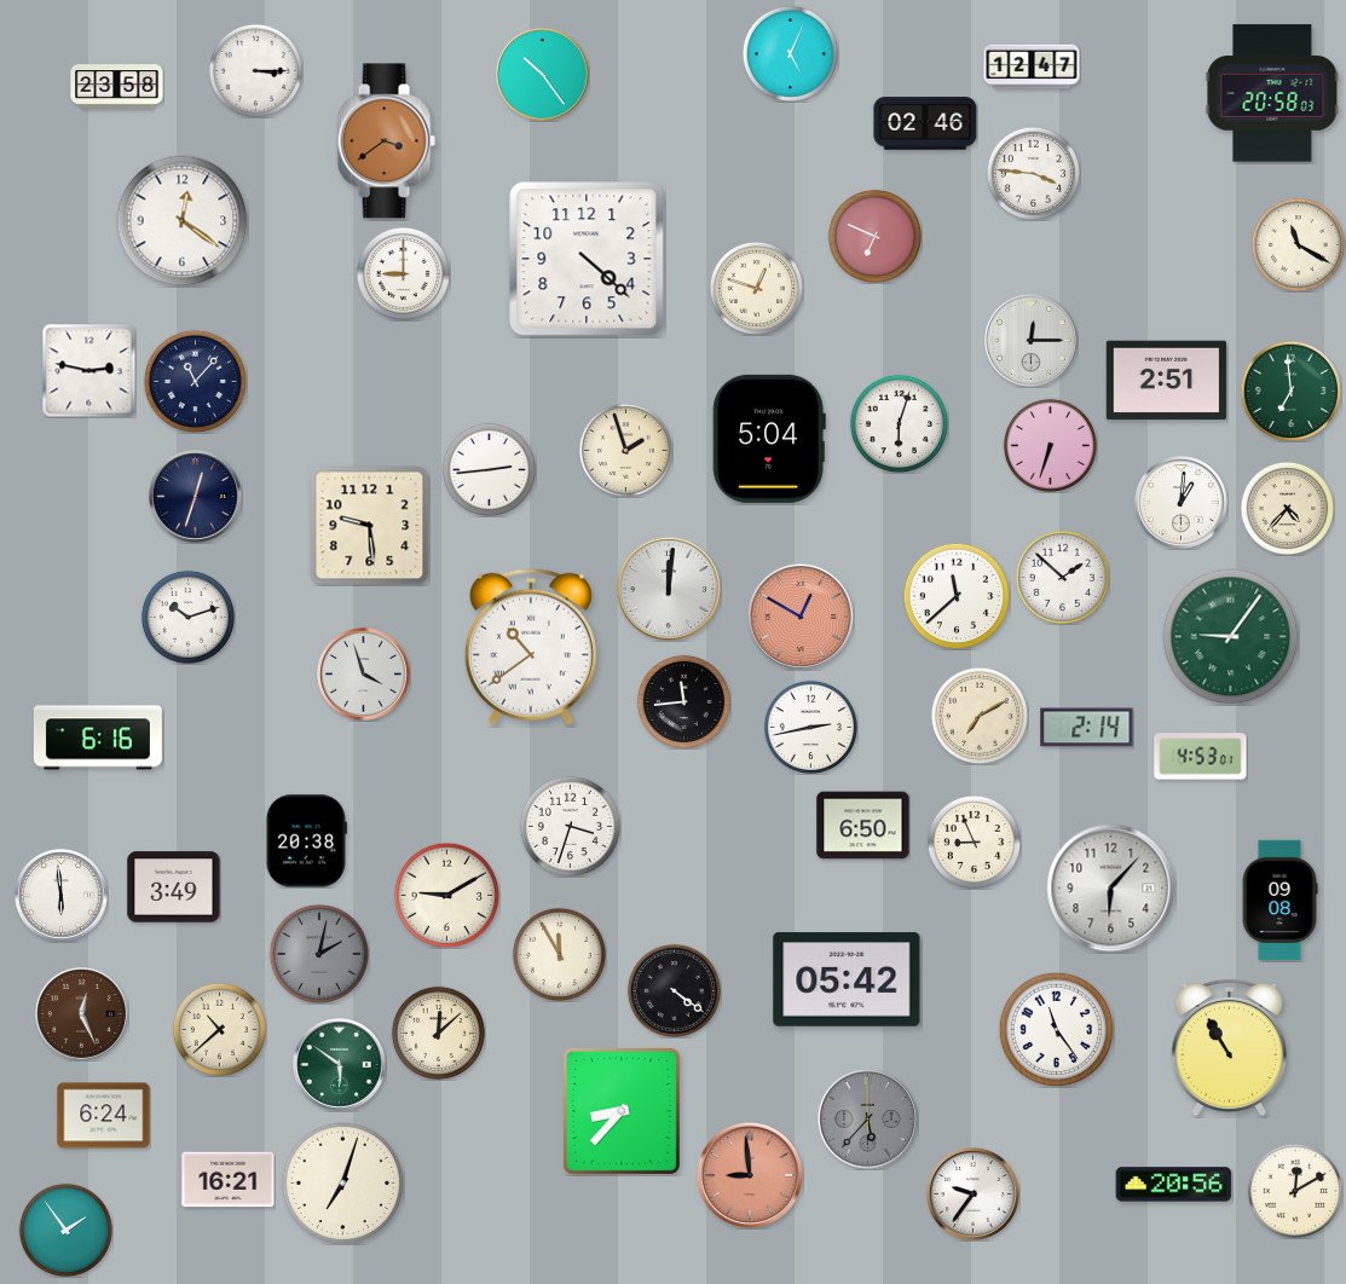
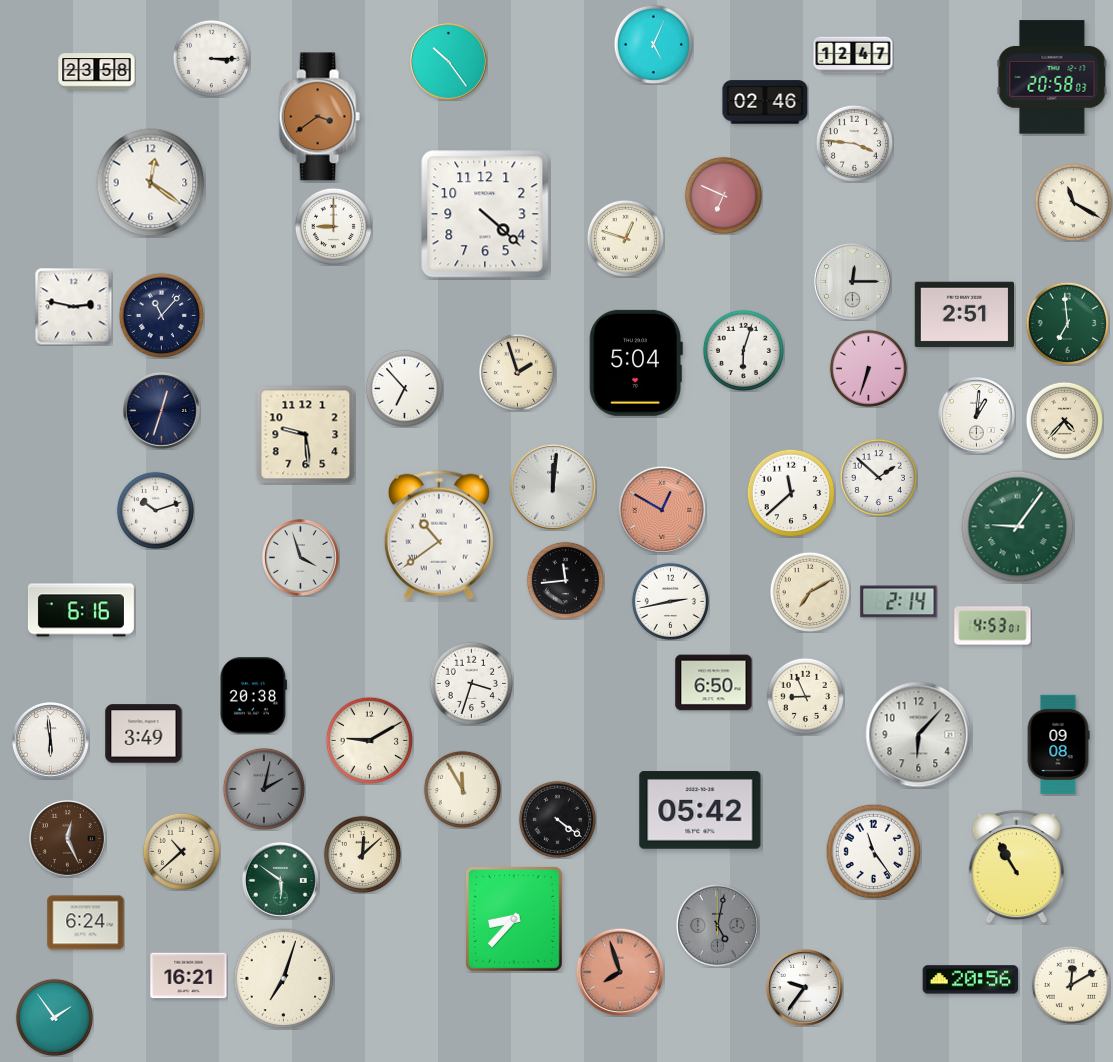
clock at (489, 469): 2:44 -> 6:53
clock at (867, 1118): 5:37 -> 5:02
clock at (749, 1174): 8:59 -> 7:57
